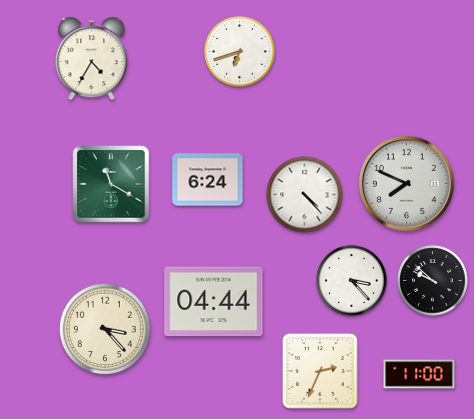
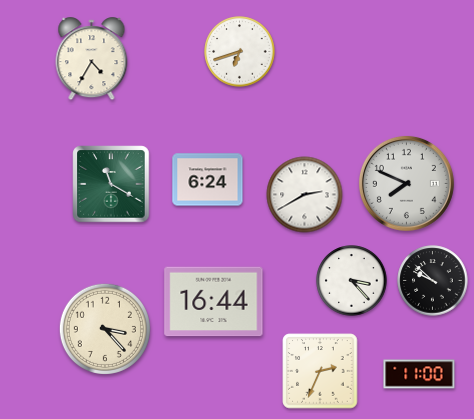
clock at (305, 195): 4:23 -> 2:40
clock at (214, 302): 04:44 -> 16:44
